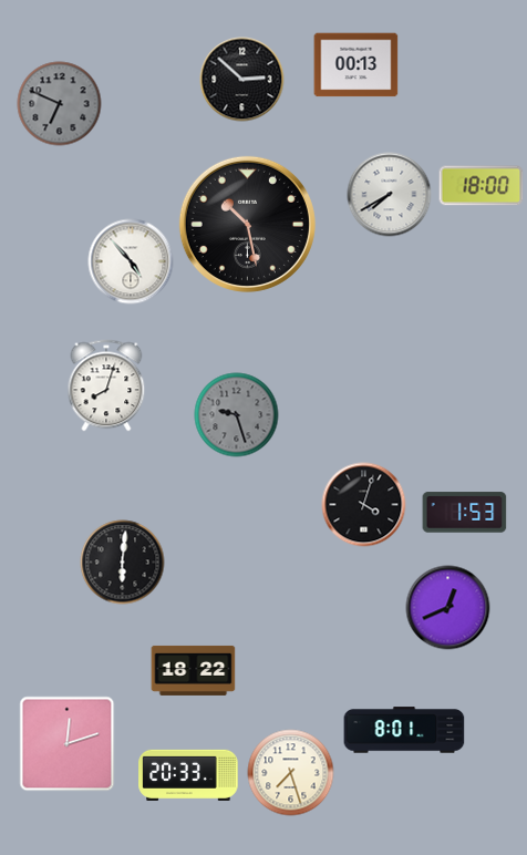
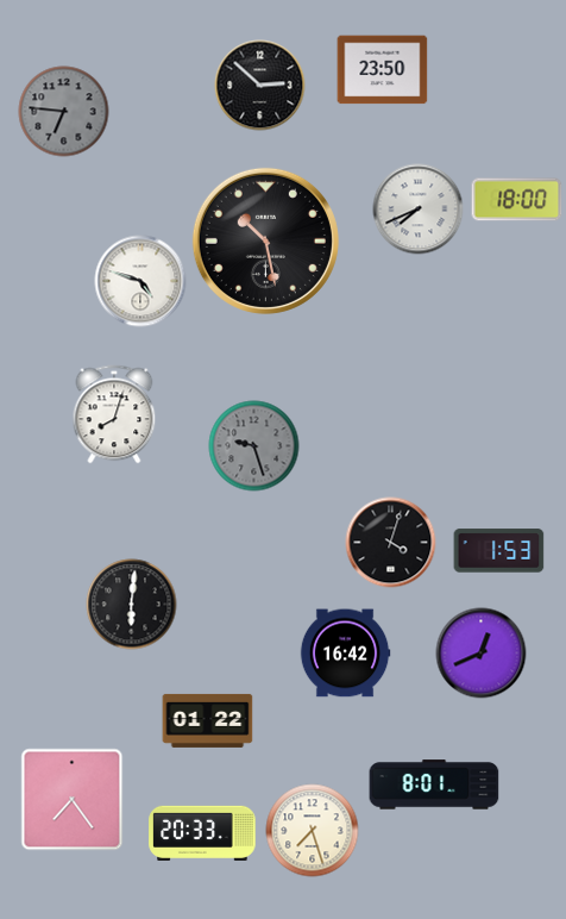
clock at (356, 65): 00:13 -> 23:50
clock at (60, 104): 6:49 -> 6:46
clock at (390, 195): 7:40 -> 7:41
clock at (131, 261): 4:53 -> 4:48
clock at (345, 654): none -> 16:42
clock at (194, 670): 18:22 -> 01:22
clock at (68, 744): 12:12 -> 7:24
